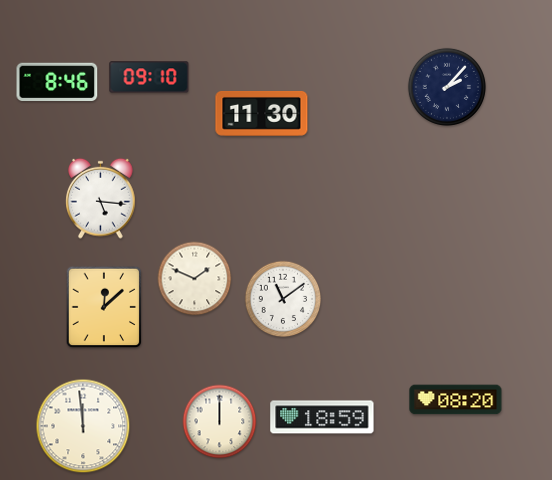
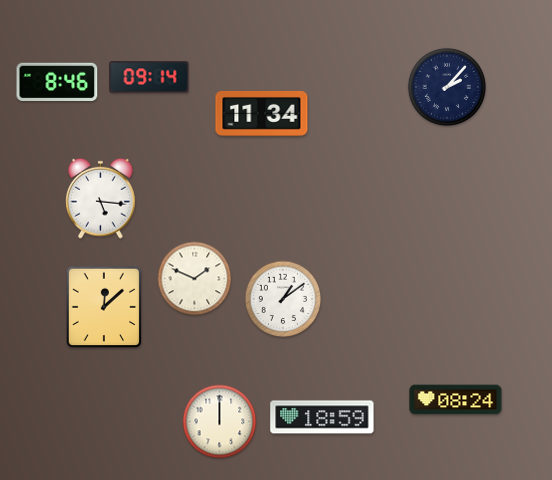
clock at (149, 77): 09:10 -> 09:14
clock at (262, 113): 11:30 -> 11:34
clock at (283, 299): 11:09 -> 1:09
clock at (456, 400): 08:20 -> 08:24
clock at (83, 426): 11:59 -> none
